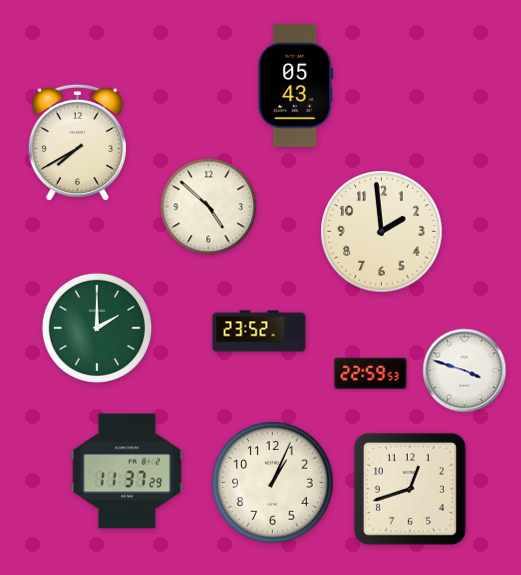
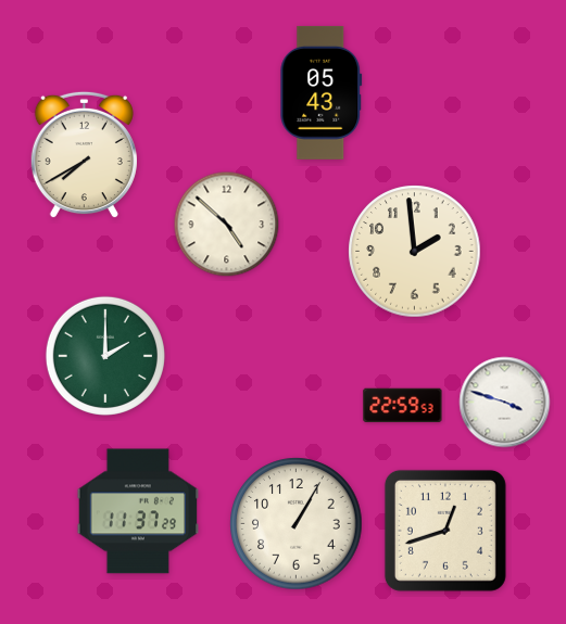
clock at (259, 331): 23:52 -> none
clock at (273, 483): 1:04 -> 1:05
